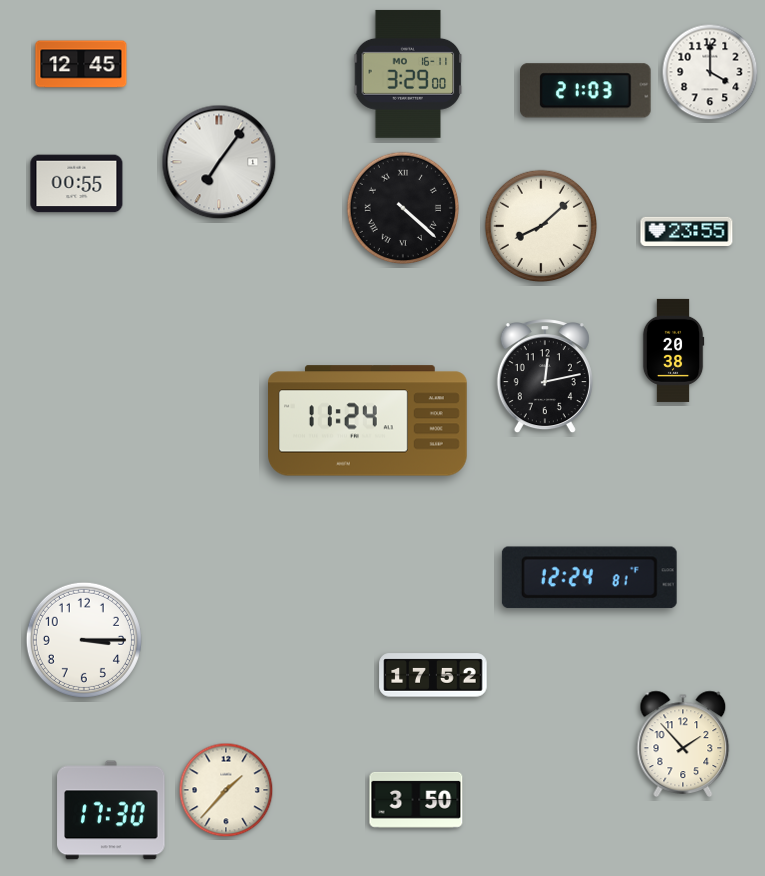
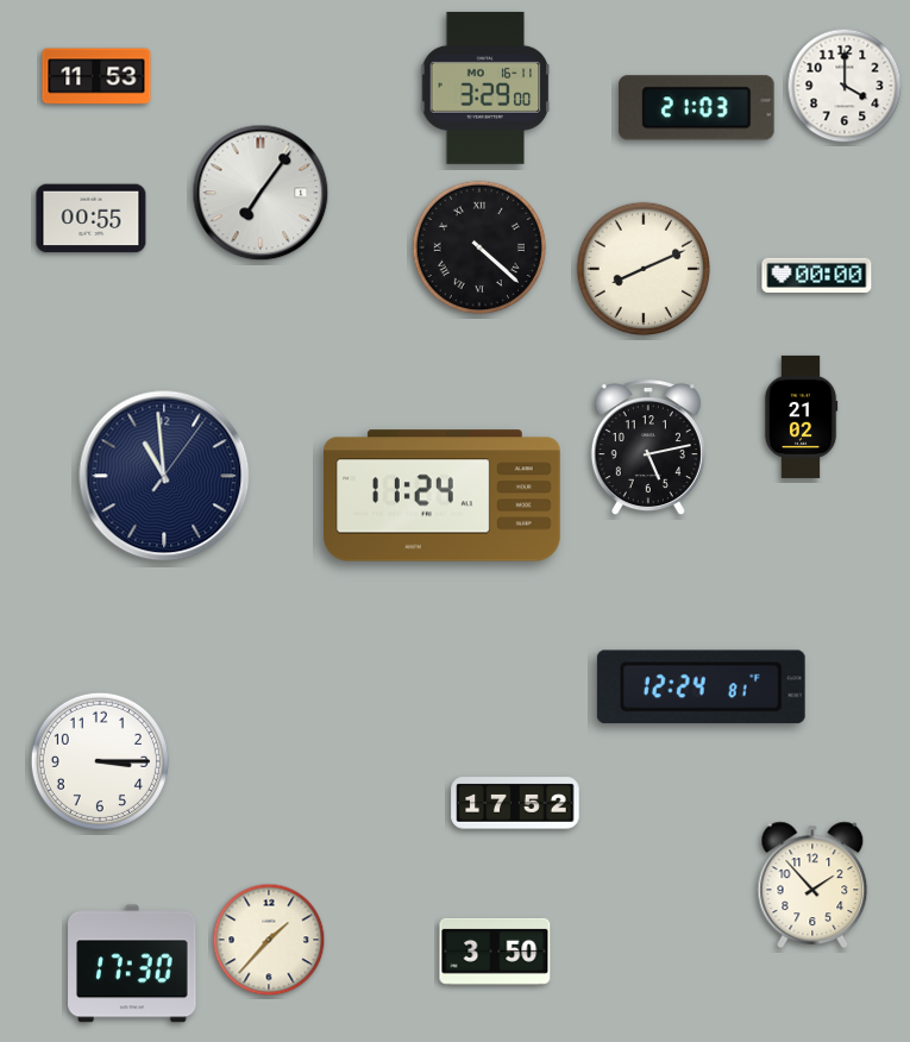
clock at (81, 64): 12:45 -> 11:53
clock at (540, 225): 8:08 -> 8:11
clock at (687, 231): 23:55 -> 00:00
clock at (673, 350): 20:38 -> 21:02
clock at (545, 377): 12:13 -> 5:13
clock at (164, 476): none -> 10:59
clock at (368, 421) position: (368, 421) -> (443, 496)
